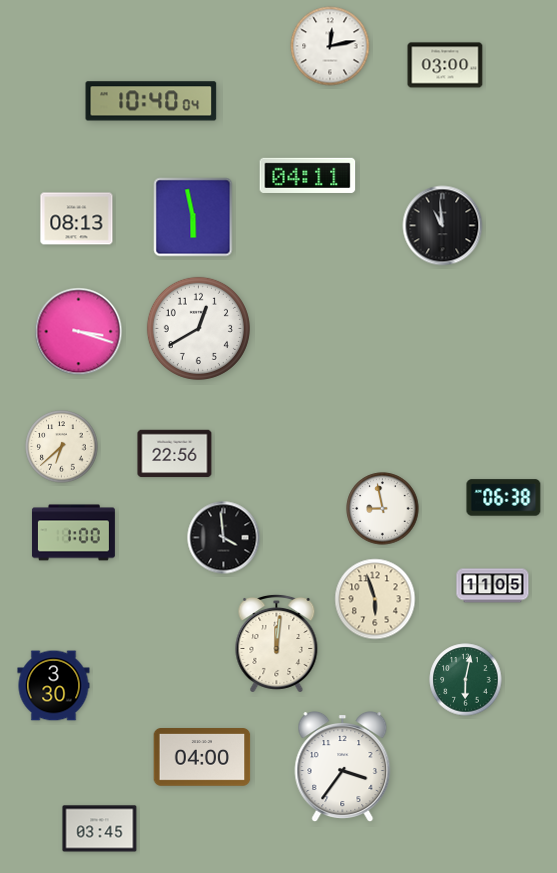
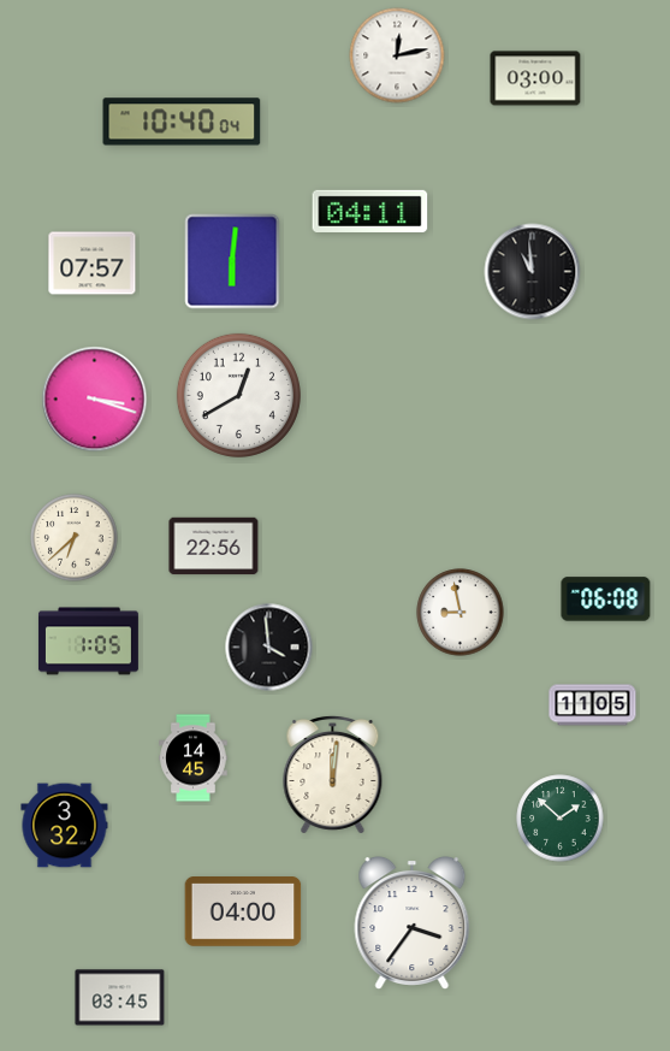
clock at (193, 217): 5:58 -> 6:01
clock at (77, 219): 08:13 -> 07:57
clock at (175, 454) position: (175, 454) -> (214, 547)
clock at (504, 498): 06:38 -> 06:08
clock at (73, 533): 1:00 -> 1:05
clock at (375, 599): 5:57 -> none
clock at (194, 758): none -> 14:45
clock at (466, 680): 6:02 -> 1:52
clock at (54, 686): 3:30 -> 3:32
